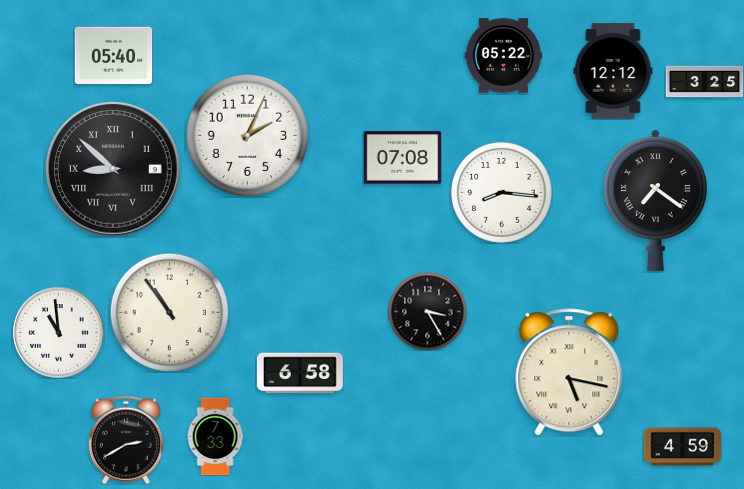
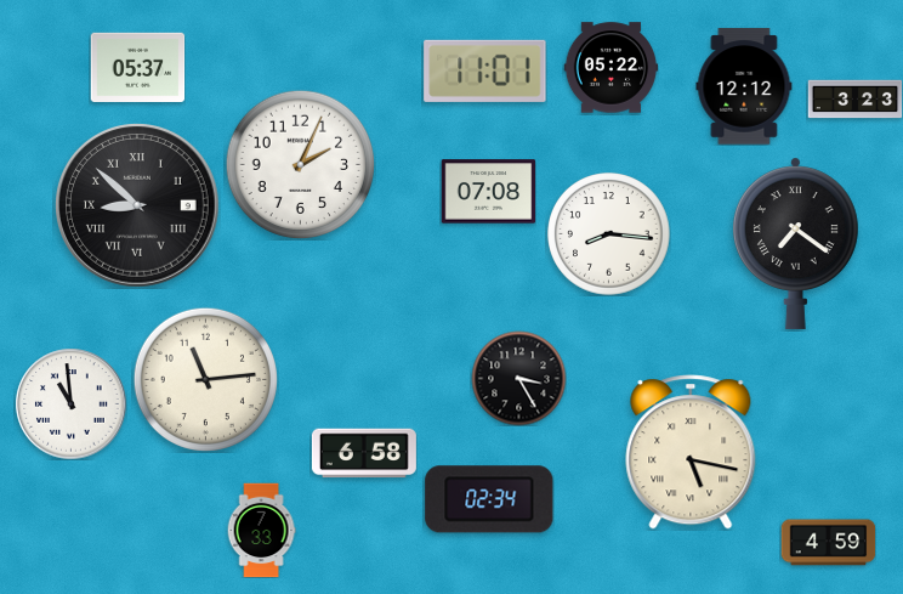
clock at (113, 55): 05:40 -> 05:37
clock at (485, 70): none -> 11:01
clock at (704, 82): 3:25 -> 3:23
clock at (169, 312): 10:54 -> 11:14
clock at (489, 499): none -> 02:34
clock at (126, 440): 2:40 -> none
